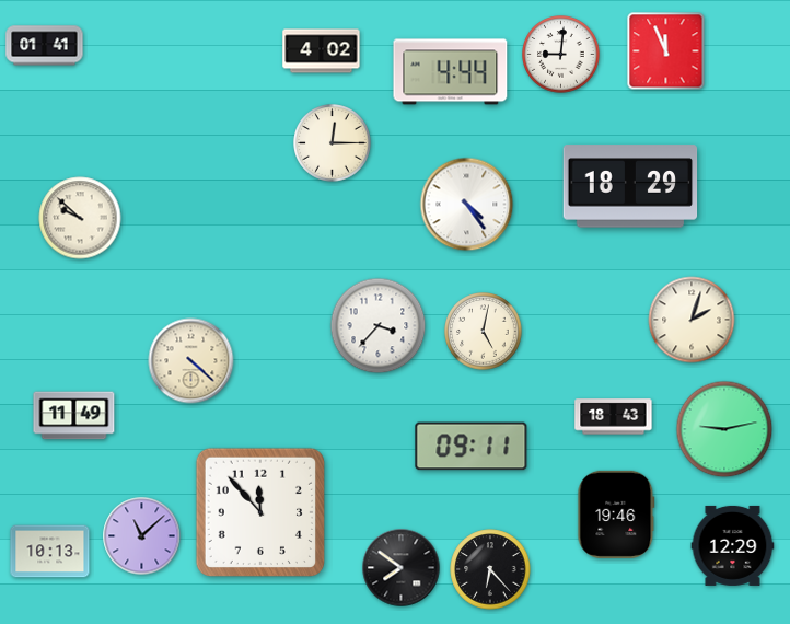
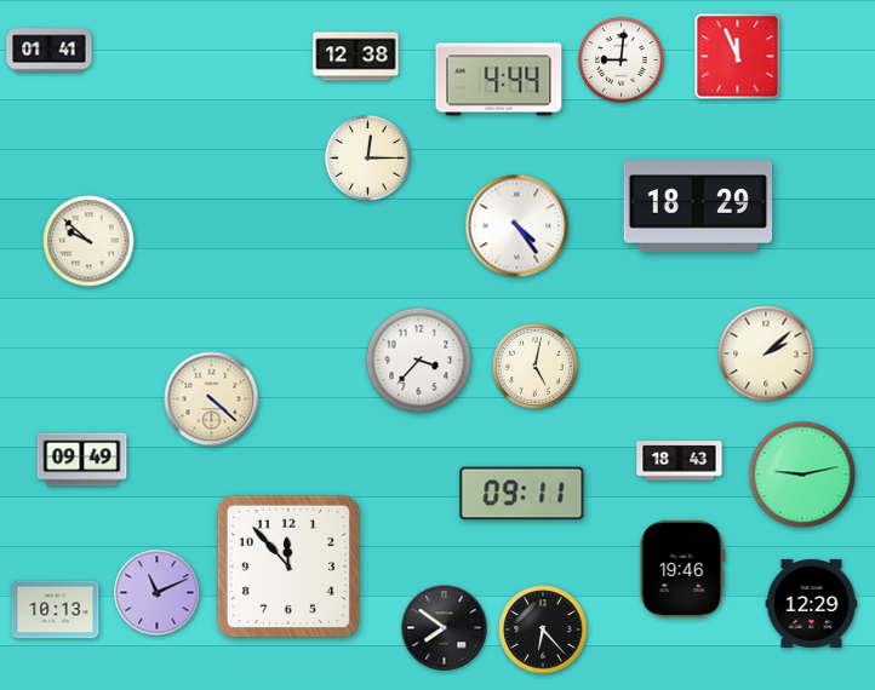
clock at (322, 51): 4:02 -> 12:38
clock at (692, 320): 2:03 -> 2:08
clock at (74, 416): 11:49 -> 09:49
clock at (142, 536): 11:08 -> 11:11
